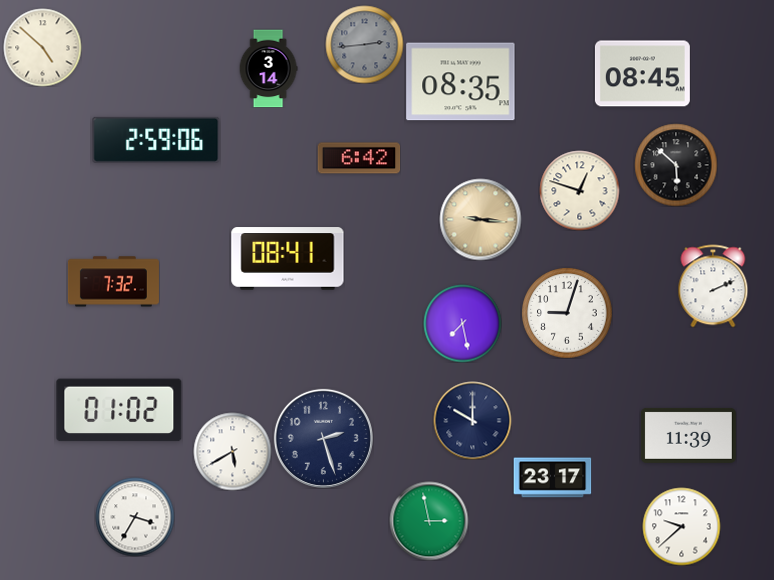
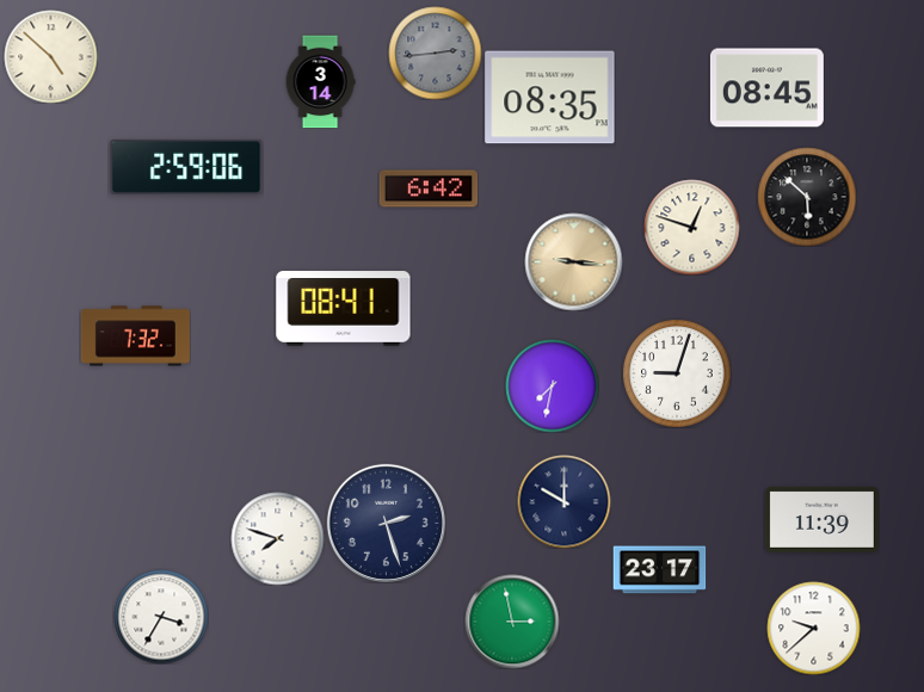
clock at (713, 286): 2:11 -> none
clock at (462, 323): 7:28 -> 7:32
clock at (119, 410): 01:02 -> none
clock at (232, 451): 5:40 -> 7:48
